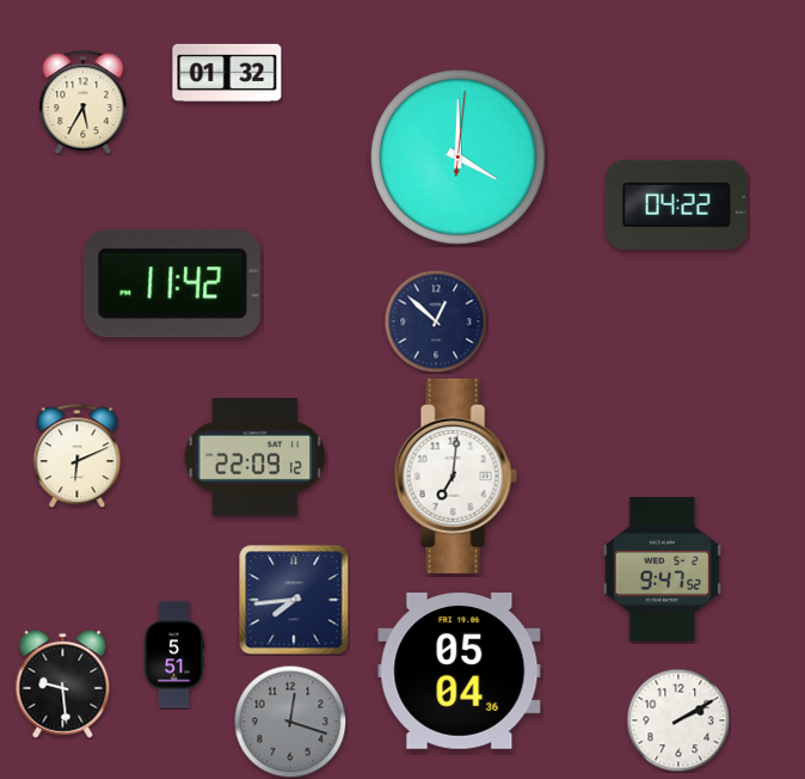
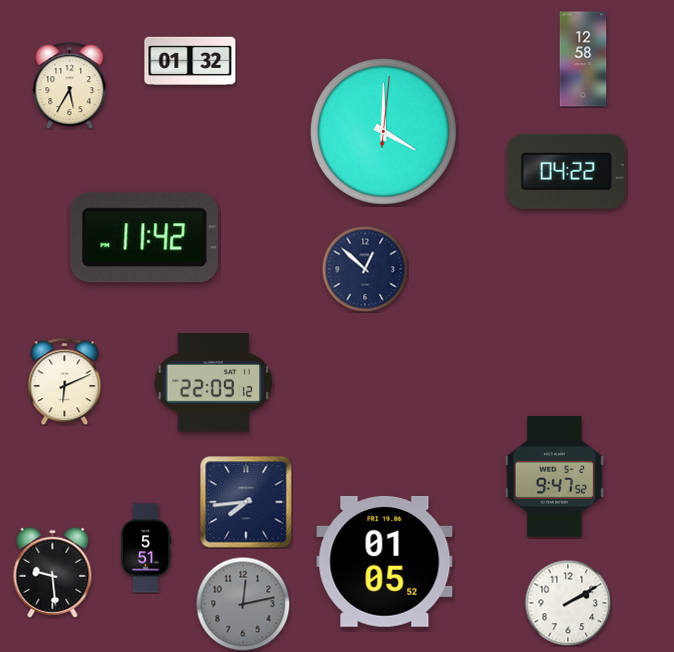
clock at (583, 59): none -> 12:58
clock at (455, 476): 7:01 -> none
clock at (460, 670): 05:04 -> 01:05
clock at (290, 722): 12:18 -> 12:13
